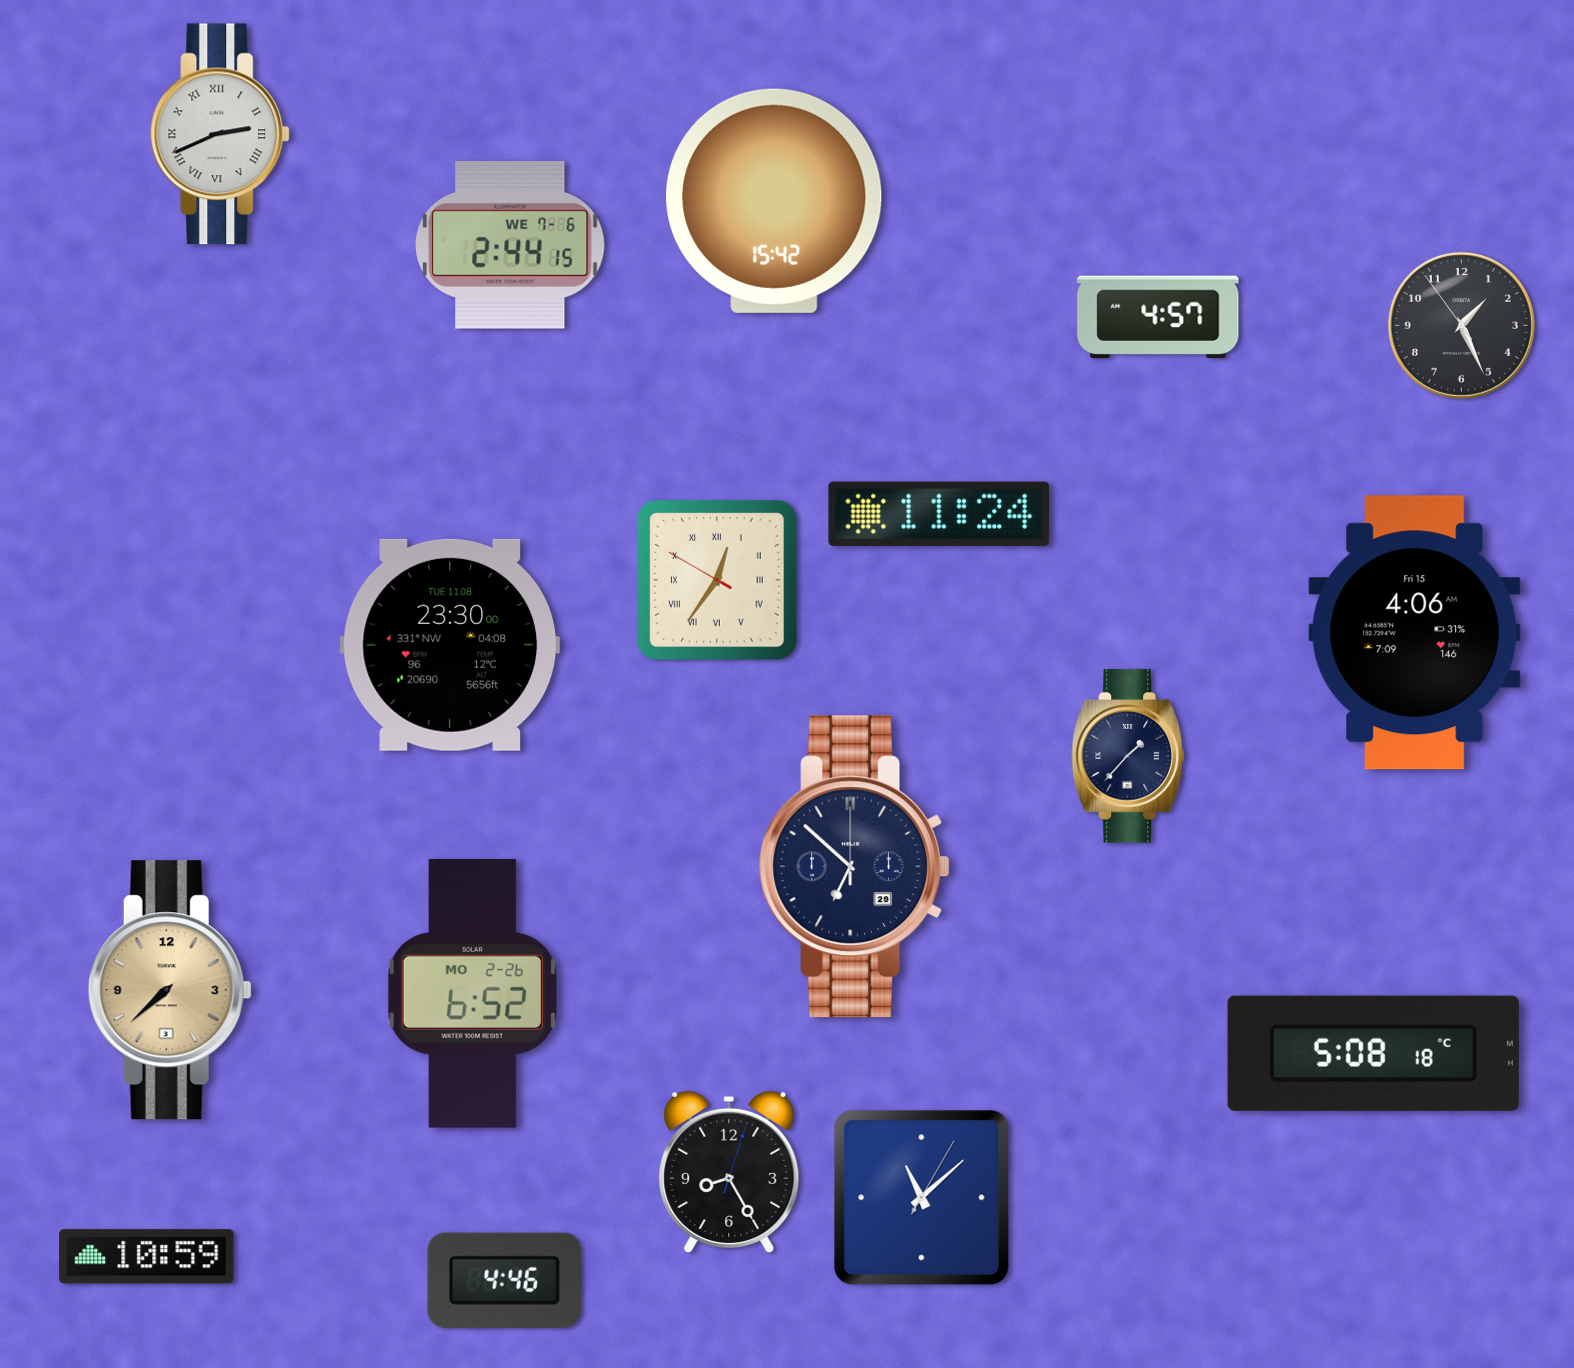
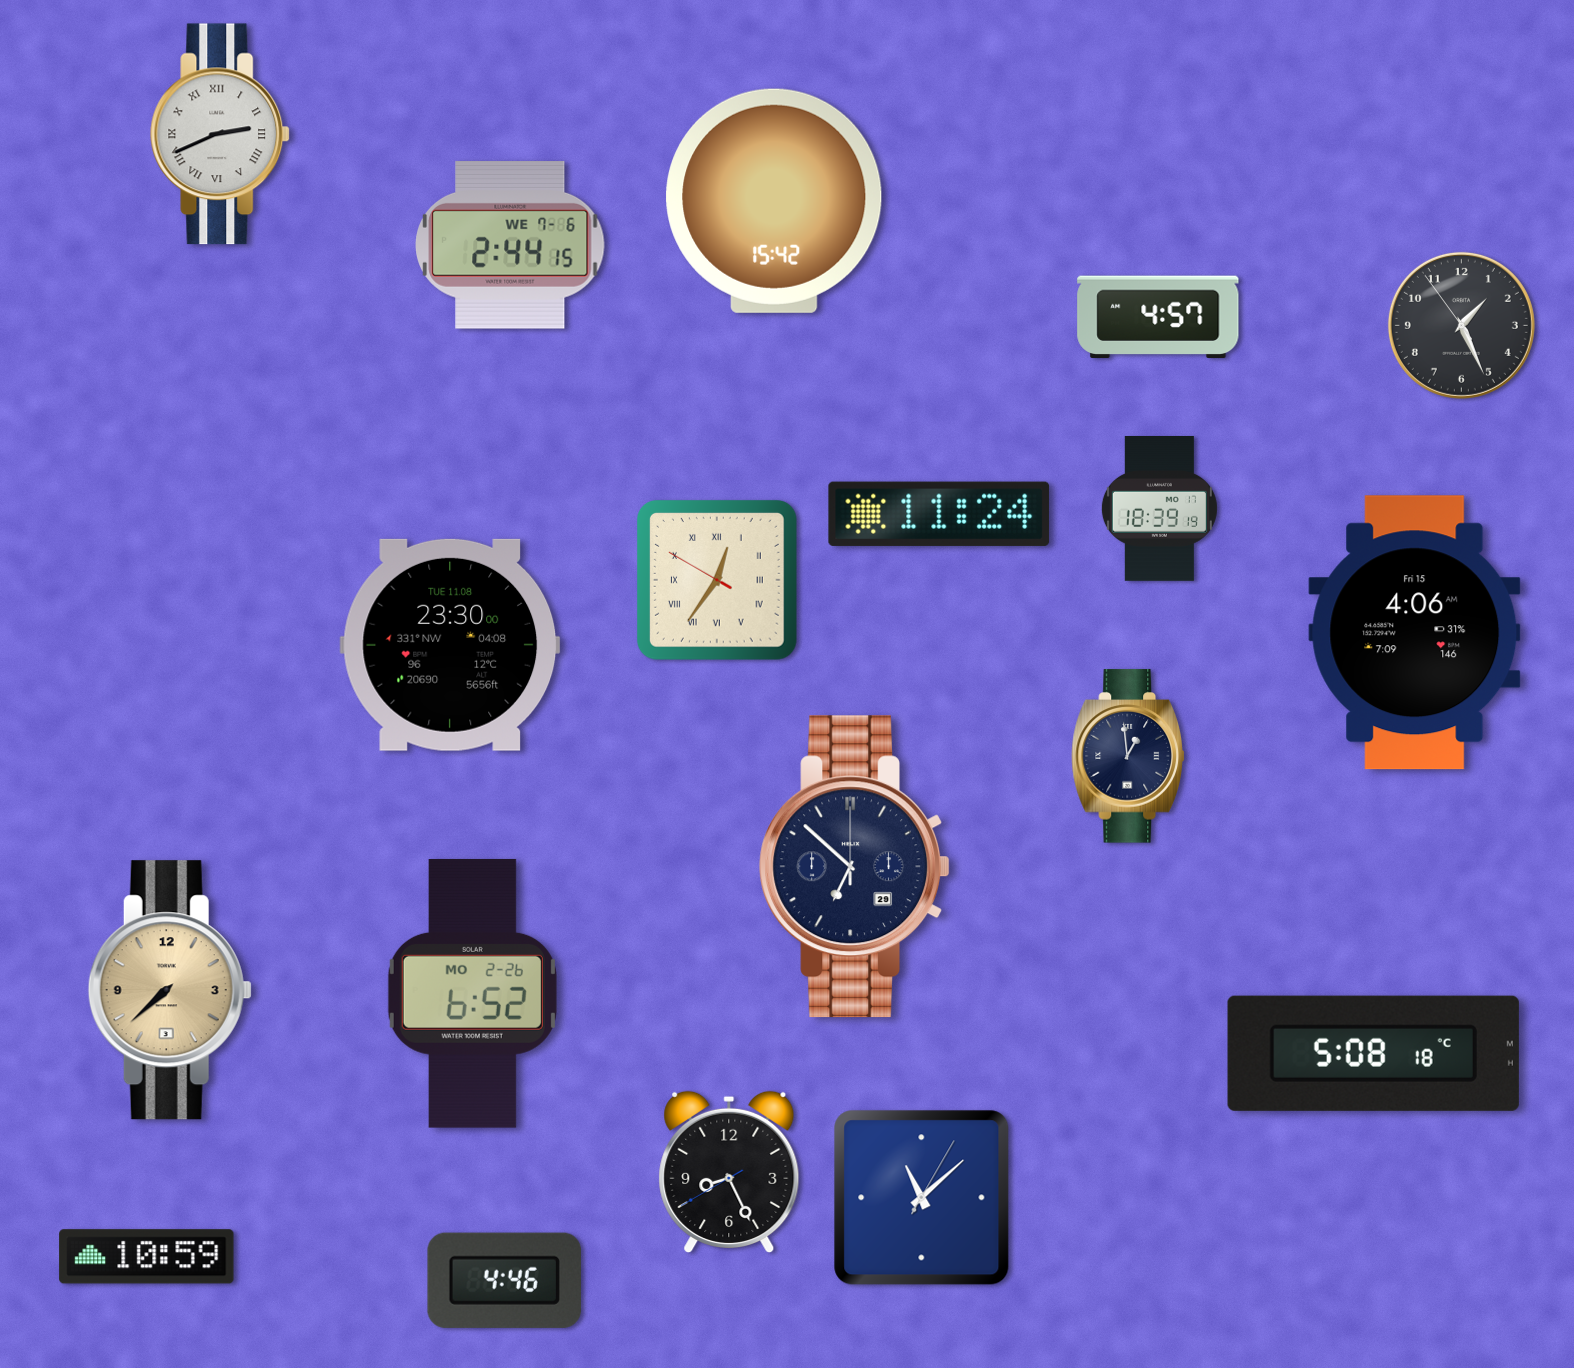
clock at (1159, 509): none -> 18:39
clock at (1128, 756): 1:37 -> 12:59
clock at (729, 1171): 8:25:03 -> 8:25:40
